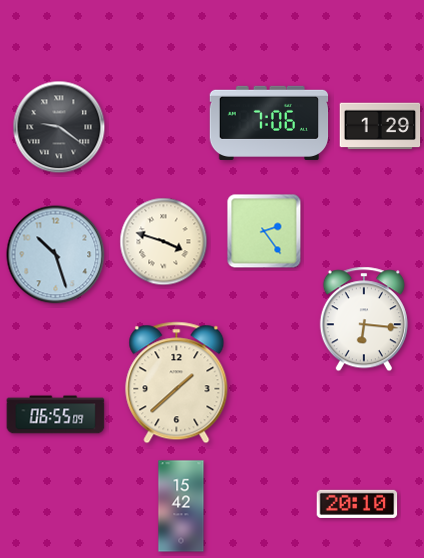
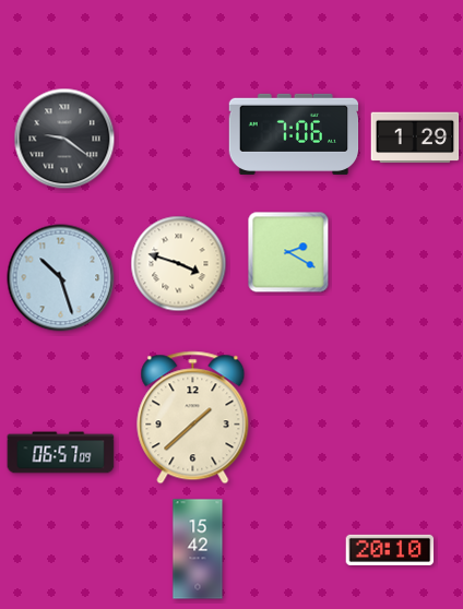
clock at (264, 231): 2:24 -> 2:20
clock at (364, 319): 6:16 -> none
clock at (56, 415): 06:55 -> 06:57
clock at (181, 506) position: (181, 506) -> (198, 549)
